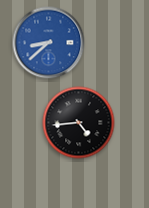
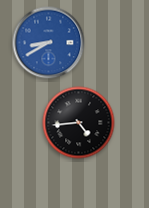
clock at (49, 43): 8:38 -> 8:40
